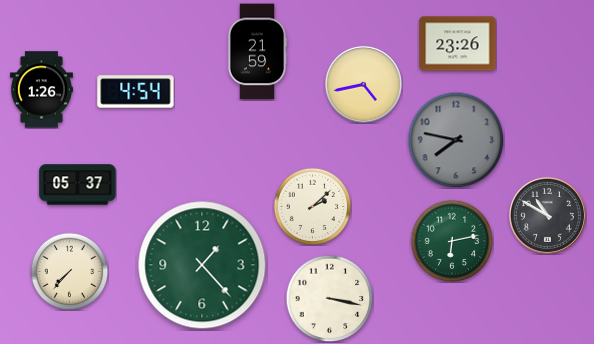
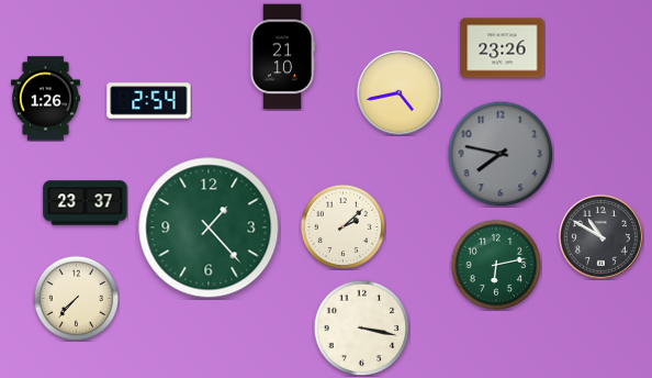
clock at (257, 52): 21:59 -> 21:10
clock at (136, 92): 4:54 -> 2:54
clock at (78, 185): 05:37 -> 23:37
clock at (202, 265) position: (202, 265) -> (209, 227)
